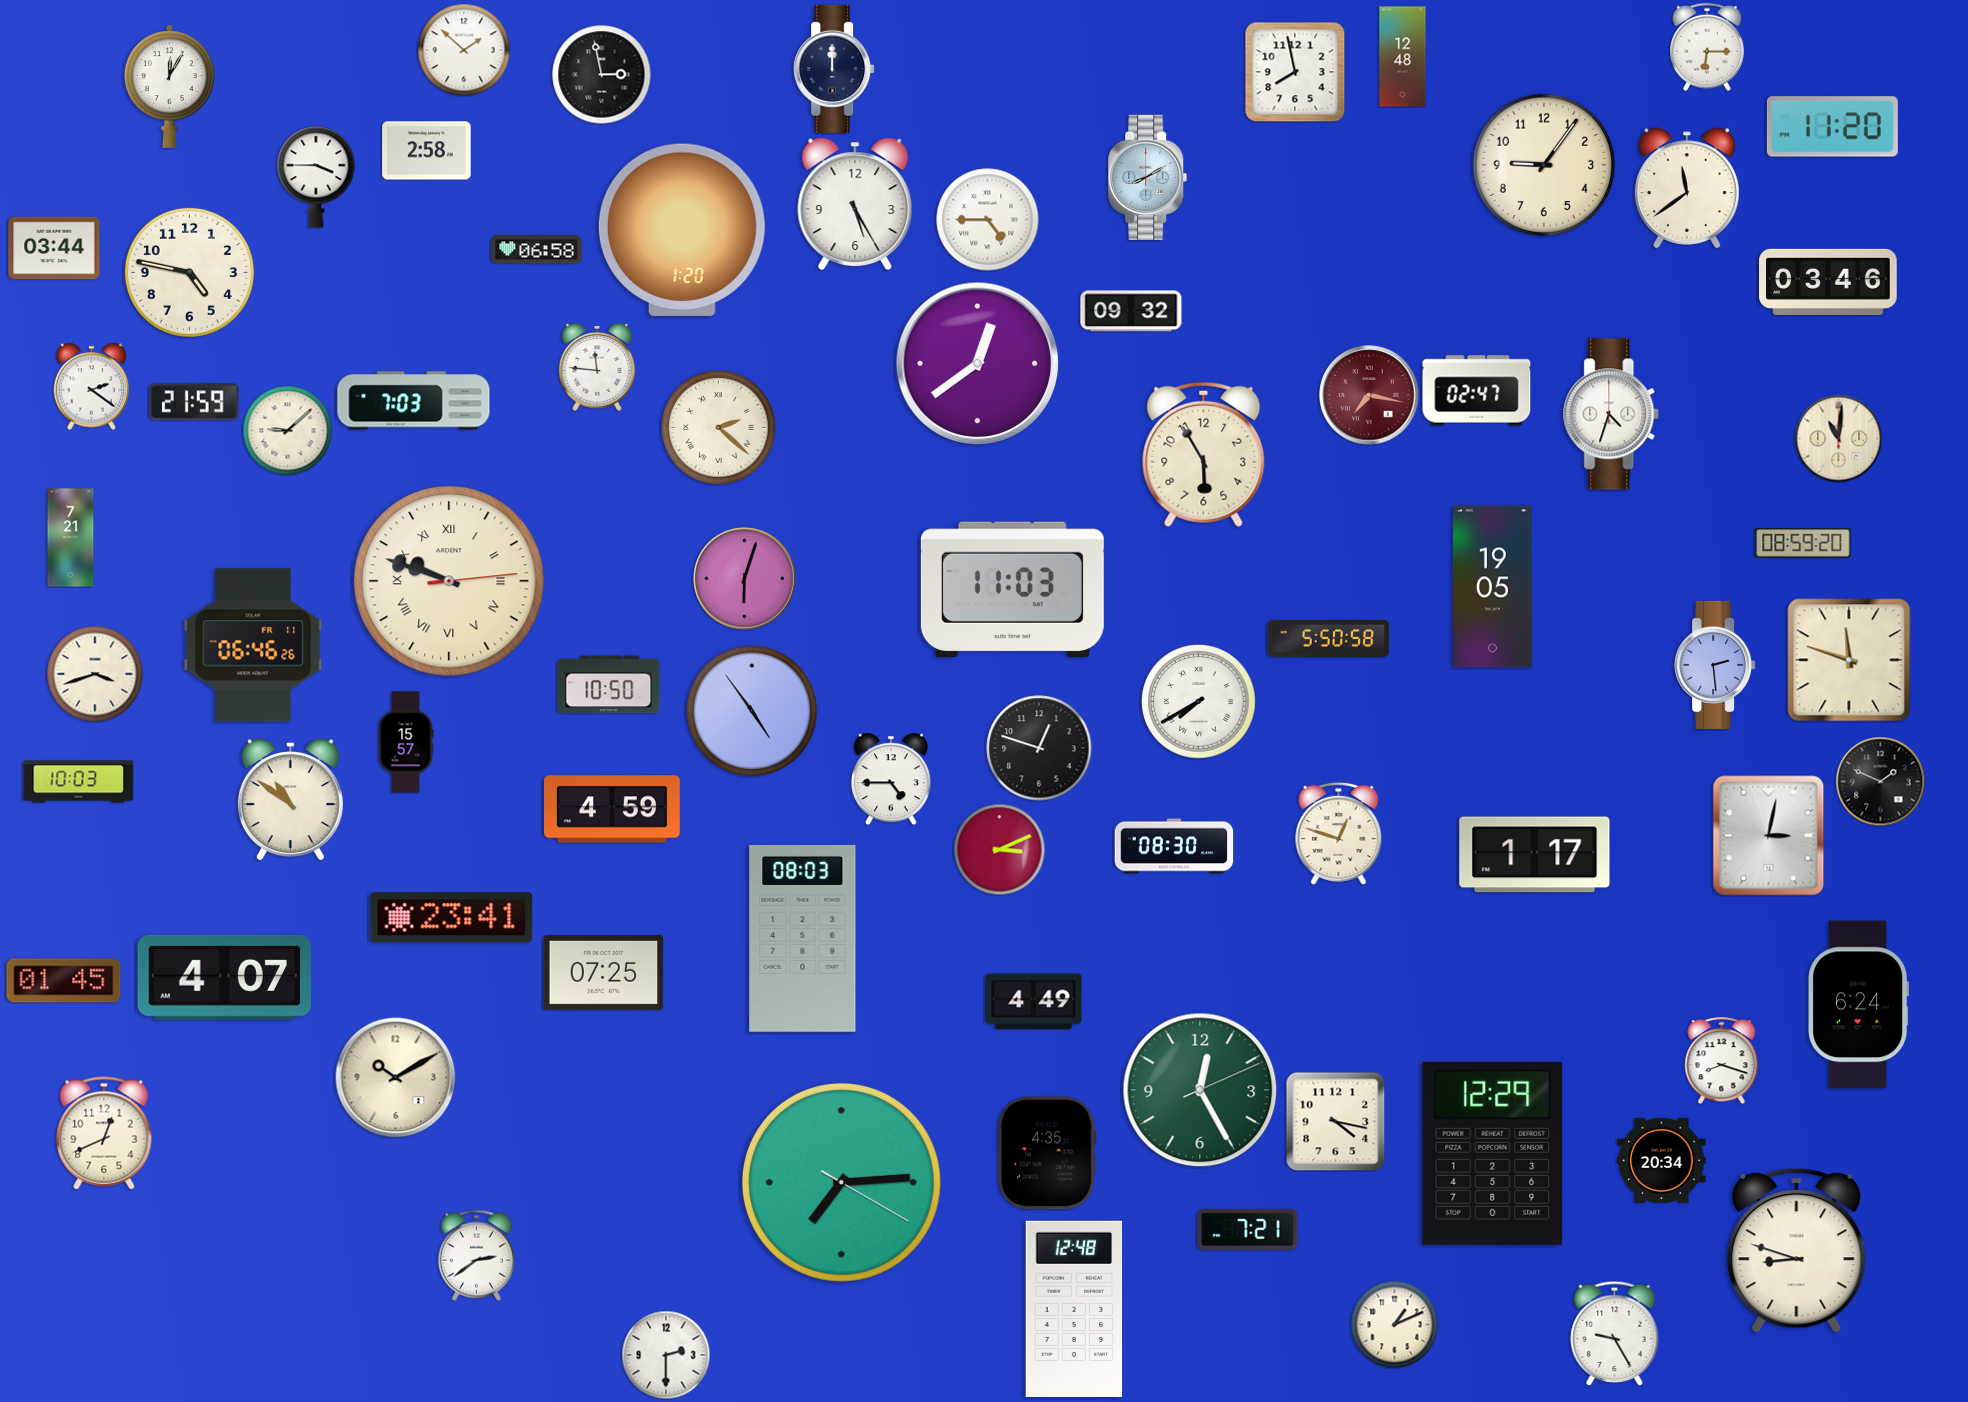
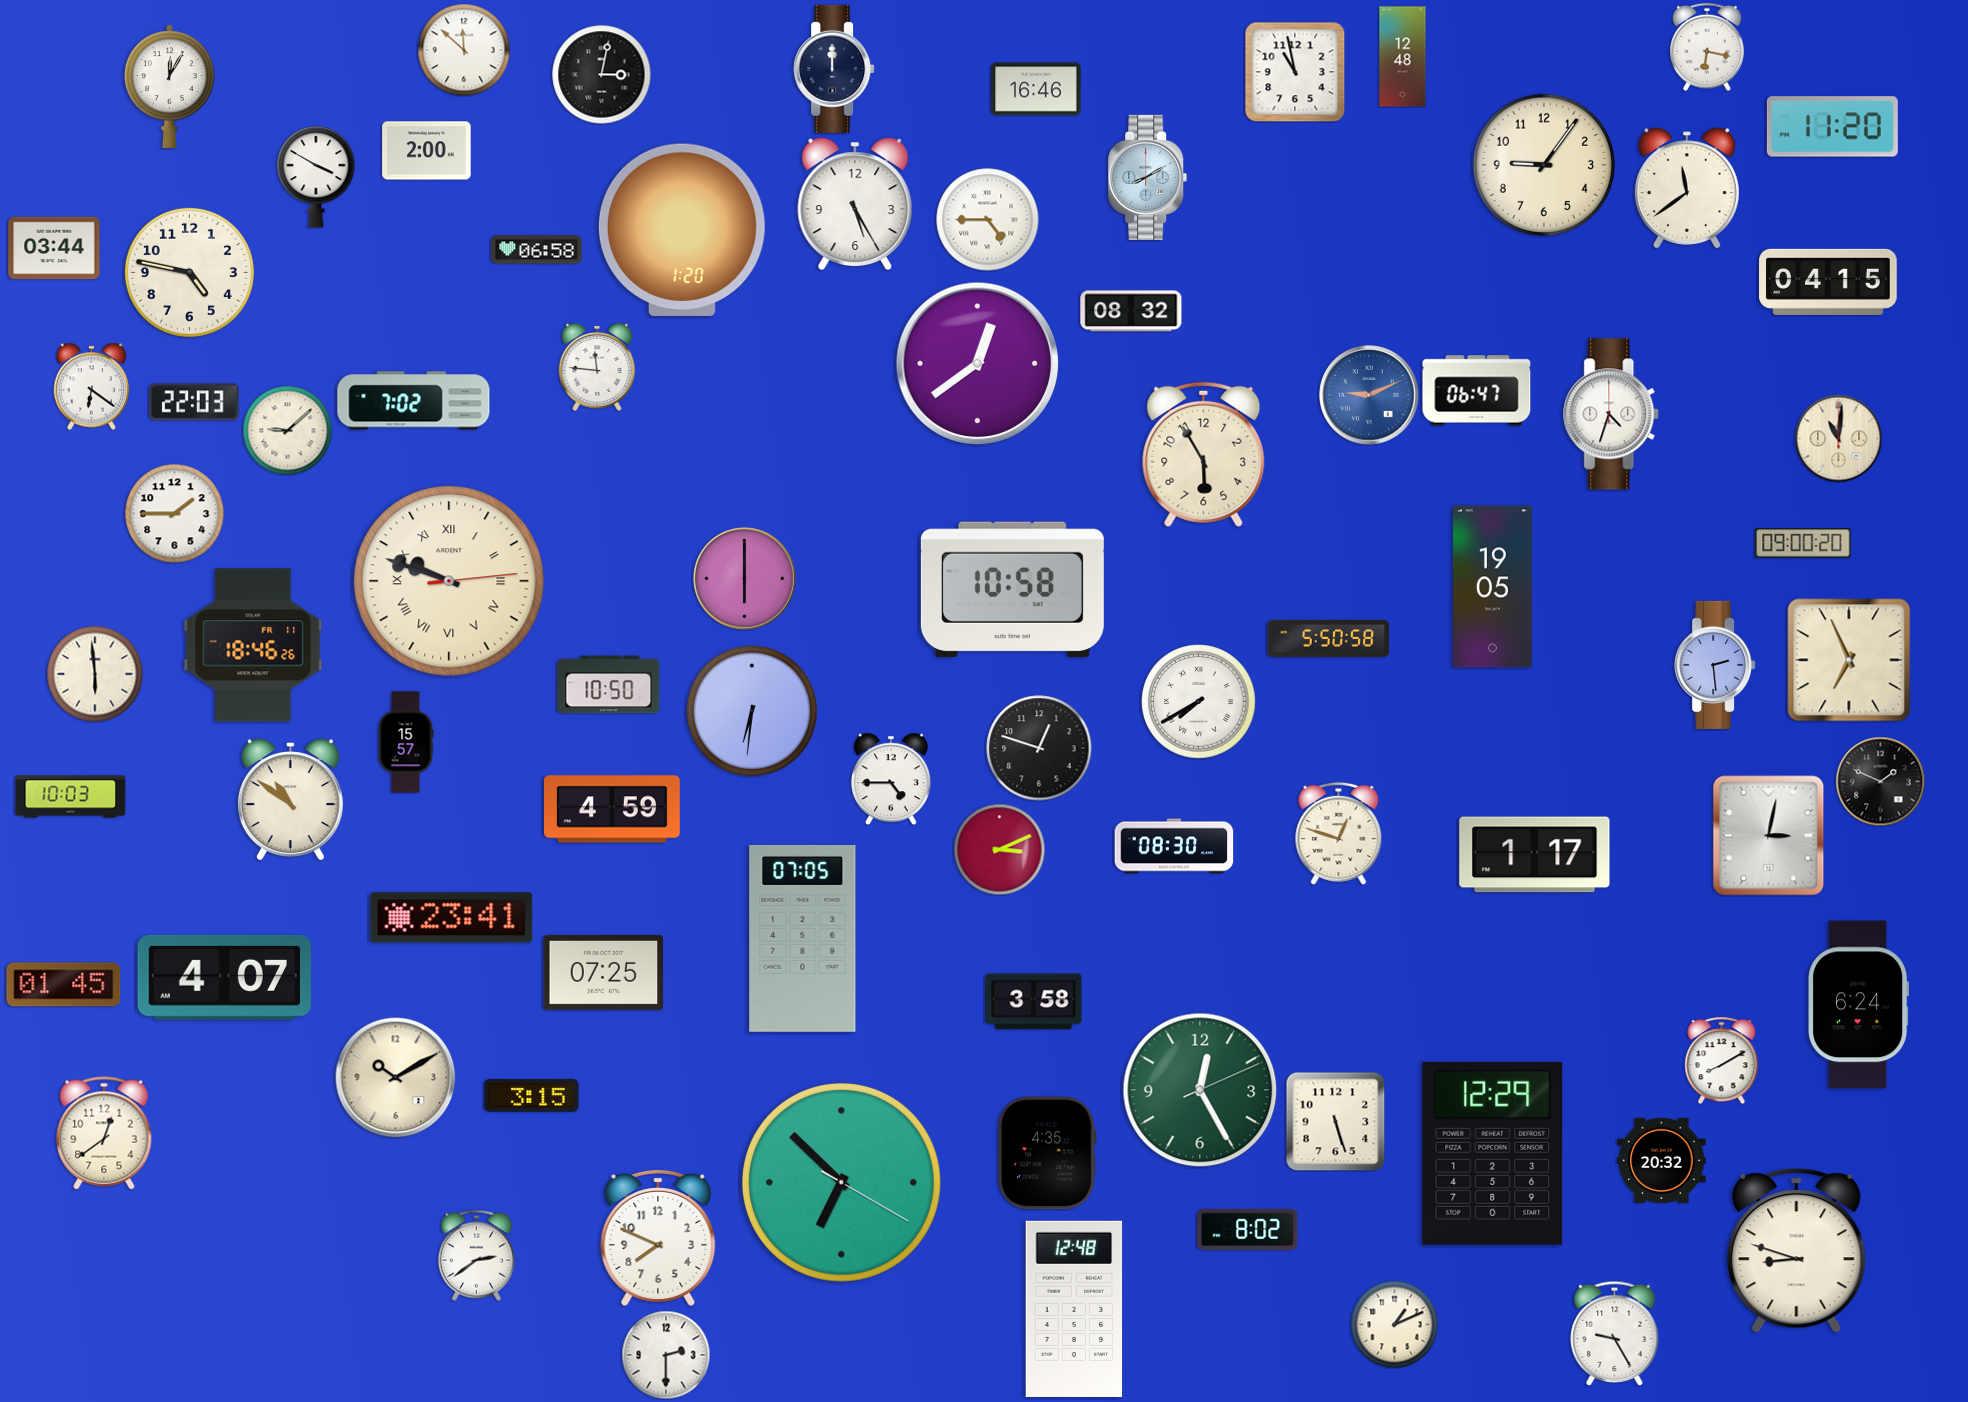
clock at (1707, 47): 6:15 -> 6:17
clock at (464, 50): 1:52 -> 11:52
clock at (1295, 72): 7:58 -> 10:58
clock at (602, 75): 2:58 -> 3:02
clock at (1036, 89): none -> 16:46
clock at (427, 151): 2:58 -> 2:00
clock at (316, 177): 3:45 -> 3:50
clock at (1828, 282): 03:46 -> 04:15
clock at (1131, 311): 09:32 -> 08:32
clock at (92, 386): 2:21 -> 6:21
clock at (1477, 391): 02:47 -> 06:47
clock at (1369, 395): 7:17 -> 9:11
clock at (1369, 395) dial: burgundy -> blue
clock at (414, 401): 7:03 -> 7:02
clock at (194, 402): 21:59 -> 22:03
clock at (719, 428): 2:22 -> none
clock at (175, 514): none -> 1:45
clock at (71, 538): 7:21 -> none
clock at (1803, 543): 08:59 -> 09:00
clock at (745, 579): 6:03 -> 6:00
clock at (1012, 590): 11:03 -> 10:58
clock at (253, 645): 06:46 -> 18:46
clock at (1849, 660): 11:48 -> 6:56
clock at (95, 674): 3:42 -> 5:59
clock at (752, 711): 4:54 -> 6:31
clock at (79, 782) position: (79, 782) -> (71, 797)
clock at (803, 938): 08:03 -> 07:05
clock at (64, 981) position: (64, 981) -> (64, 985)
clock at (1034, 1002): 4:49 -> 3:58
clock at (1722, 1060): 8:18 -> 8:10
clock at (532, 1096): none -> 3:15
clock at (1335, 1121): 4:17 -> 5:27
clock at (104, 1133): 12:41 -> 12:39
clock at (1662, 1160): 20:34 -> 20:32
clock at (841, 1182): 7:14 -> 6:52
clock at (1248, 1229): 7:21 -> 8:02
clock at (658, 1238): none -> 7:49
